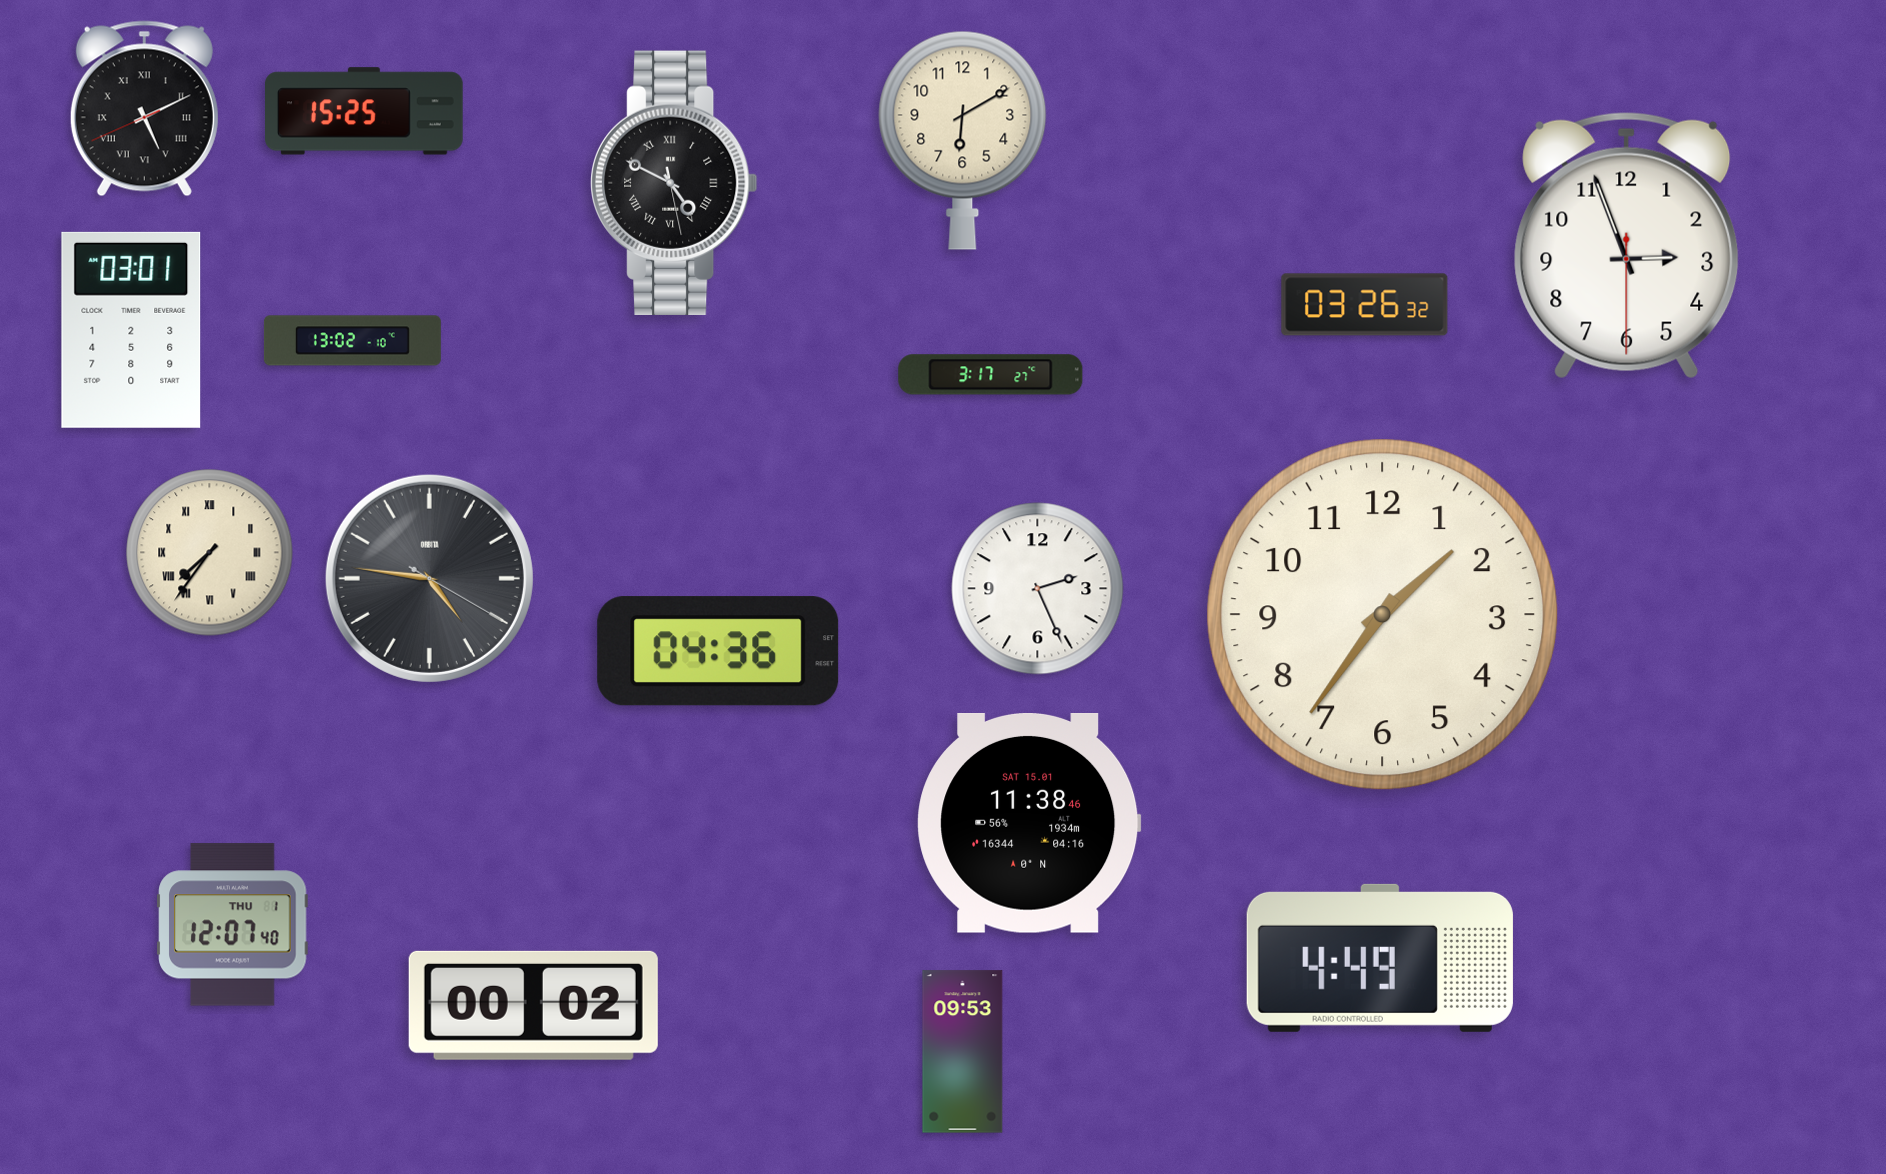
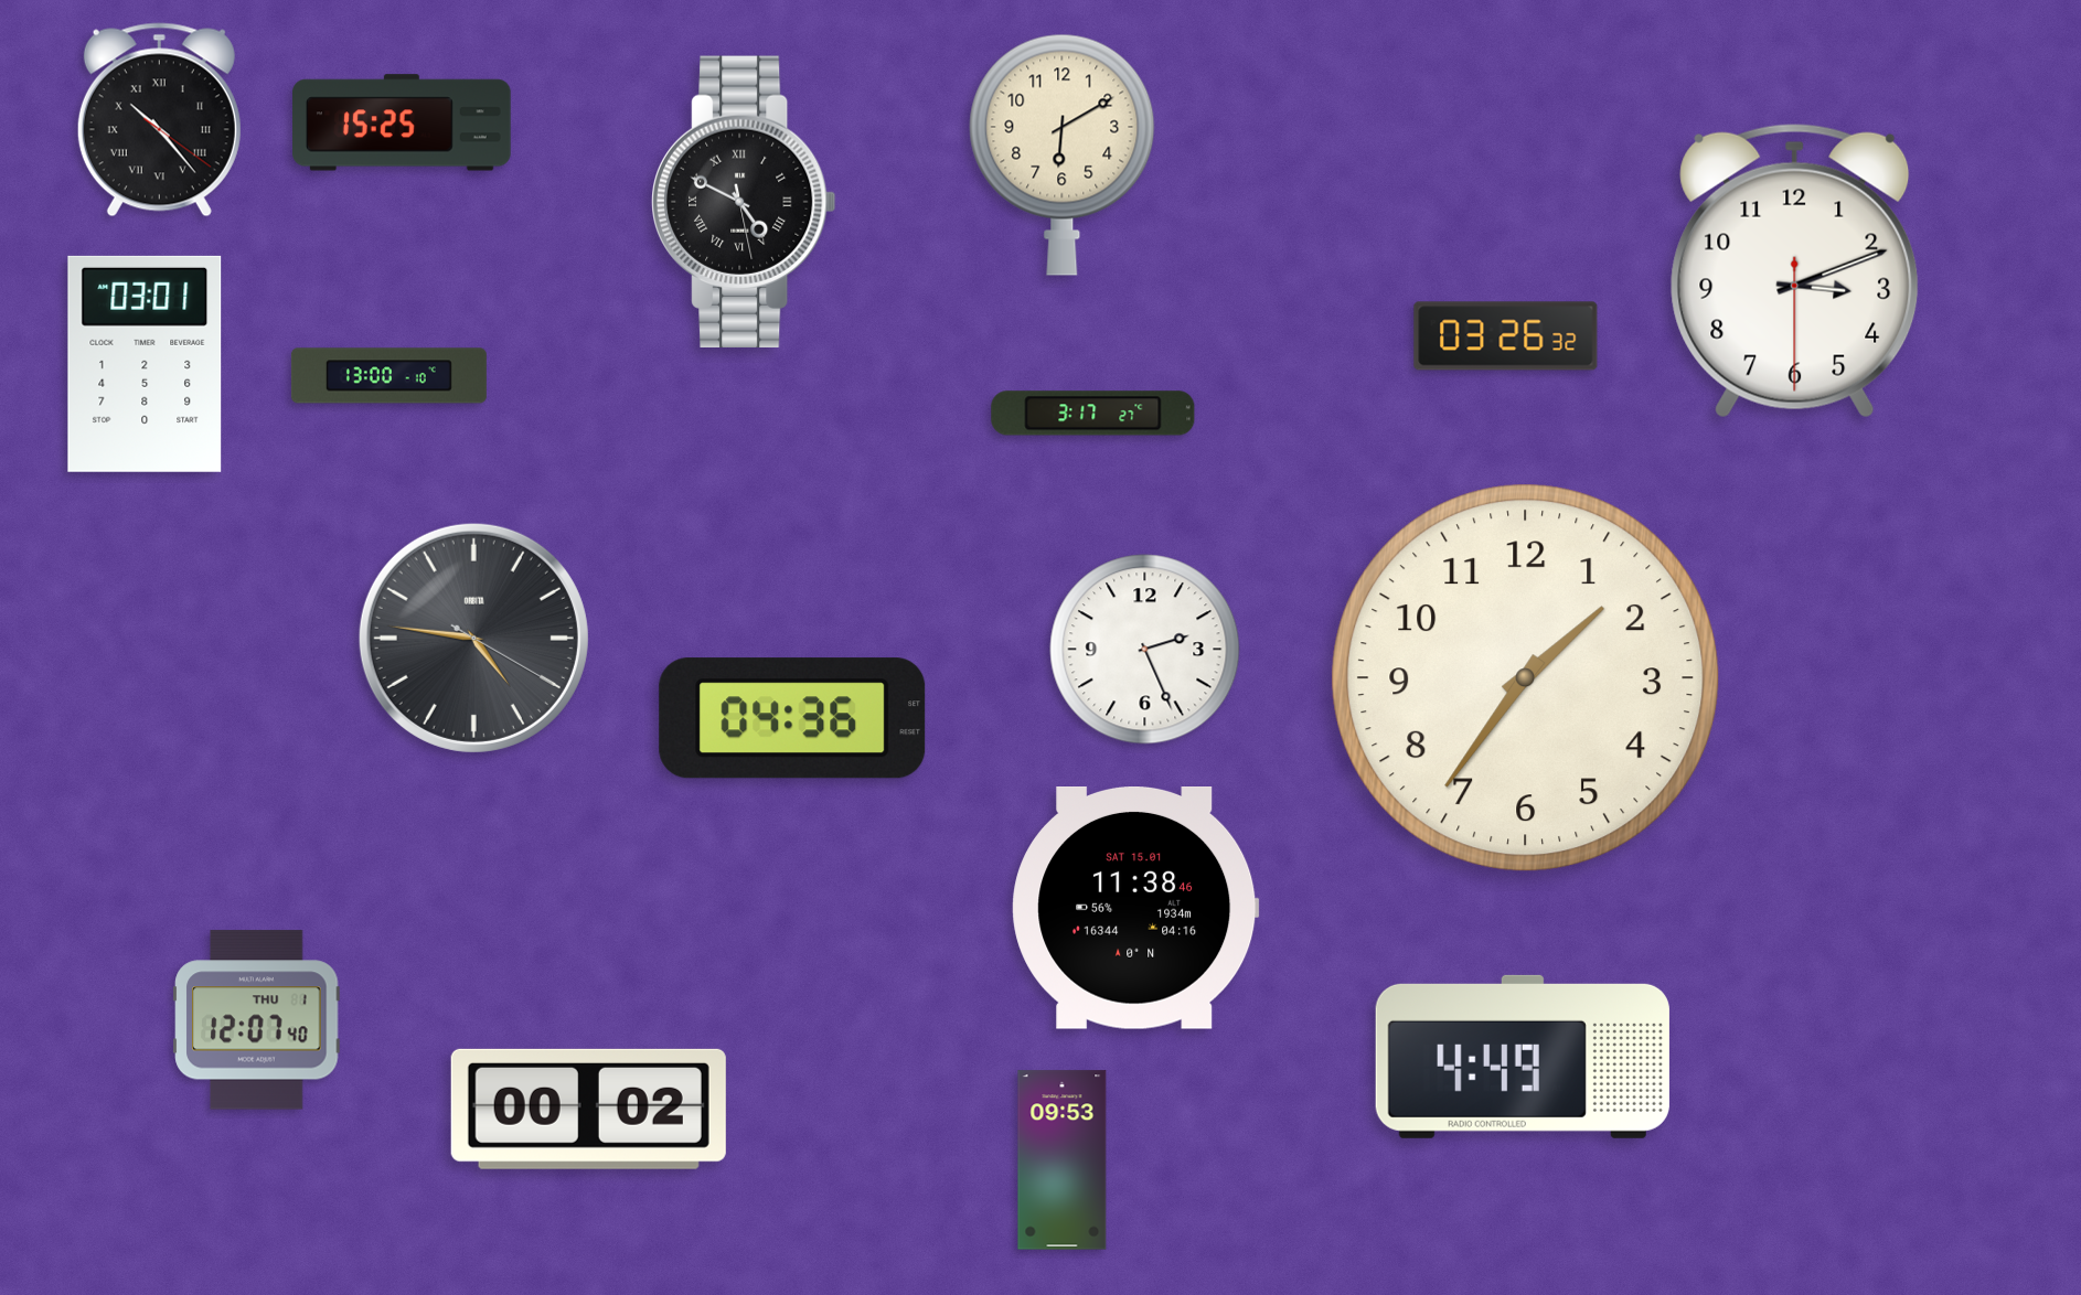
clock at (144, 109): 5:10 -> 10:23
clock at (1627, 245): 2:56 -> 3:11
clock at (352, 341): 13:02 -> 13:00
clock at (210, 553): 7:36 -> none
